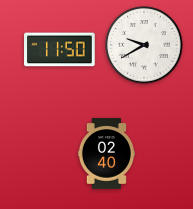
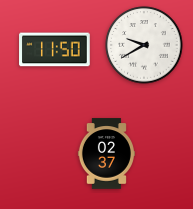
clock at (60, 50) position: (60, 50) -> (55, 50)
clock at (106, 154): 02:40 -> 02:37
